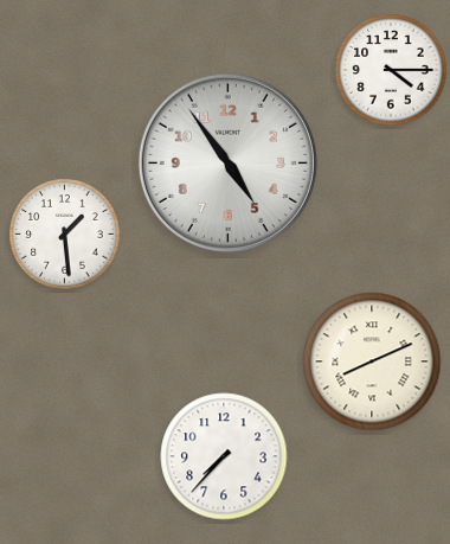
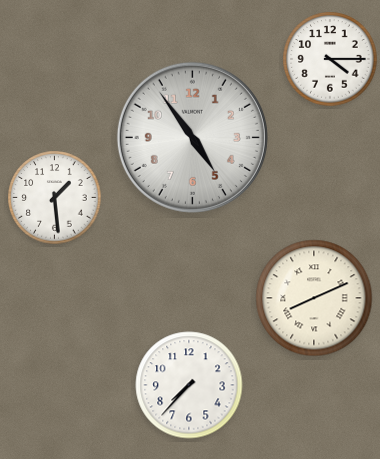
clock at (372, 361) position: (372, 361) -> (314, 298)
